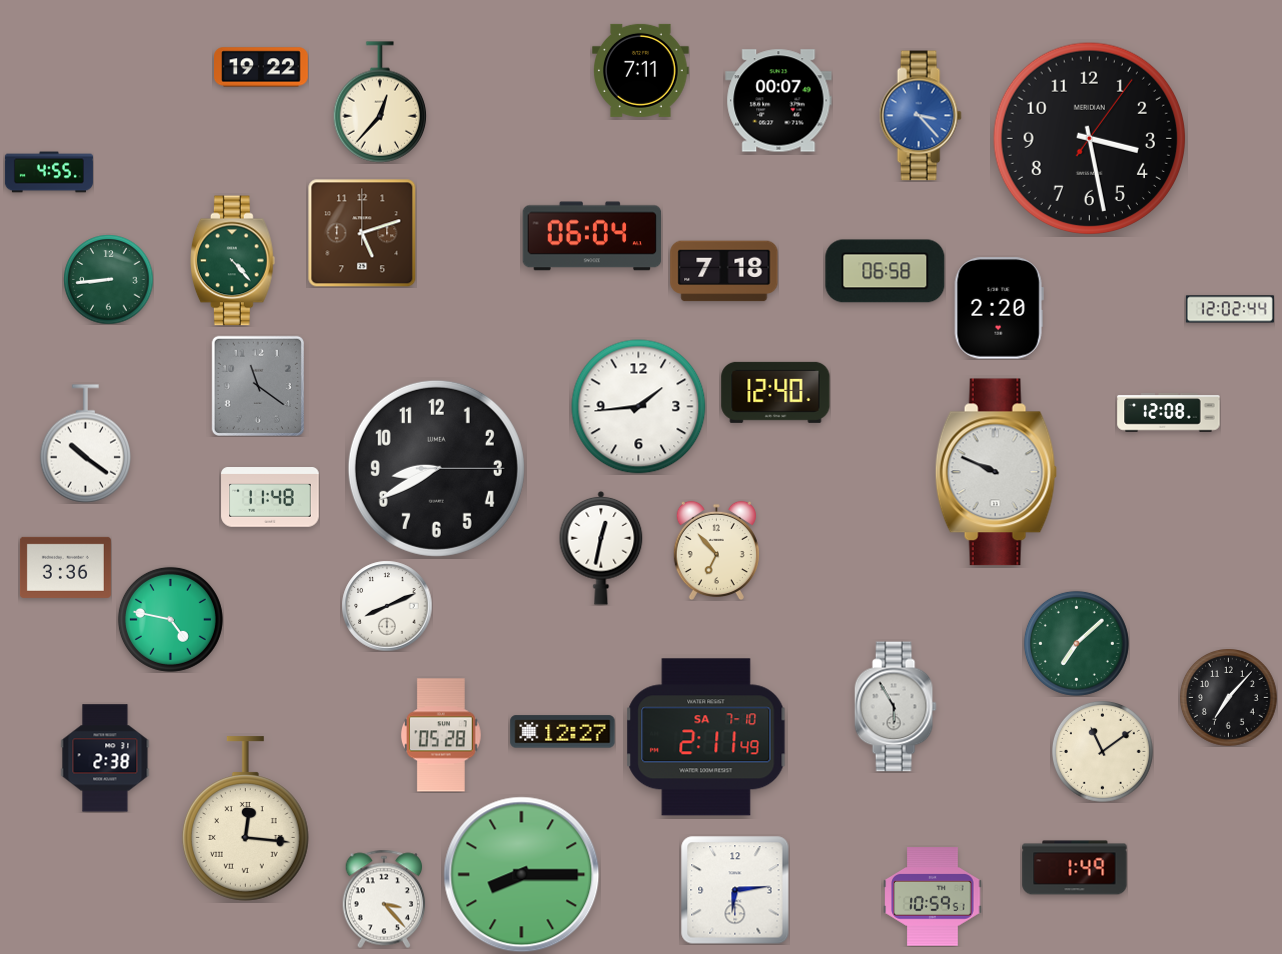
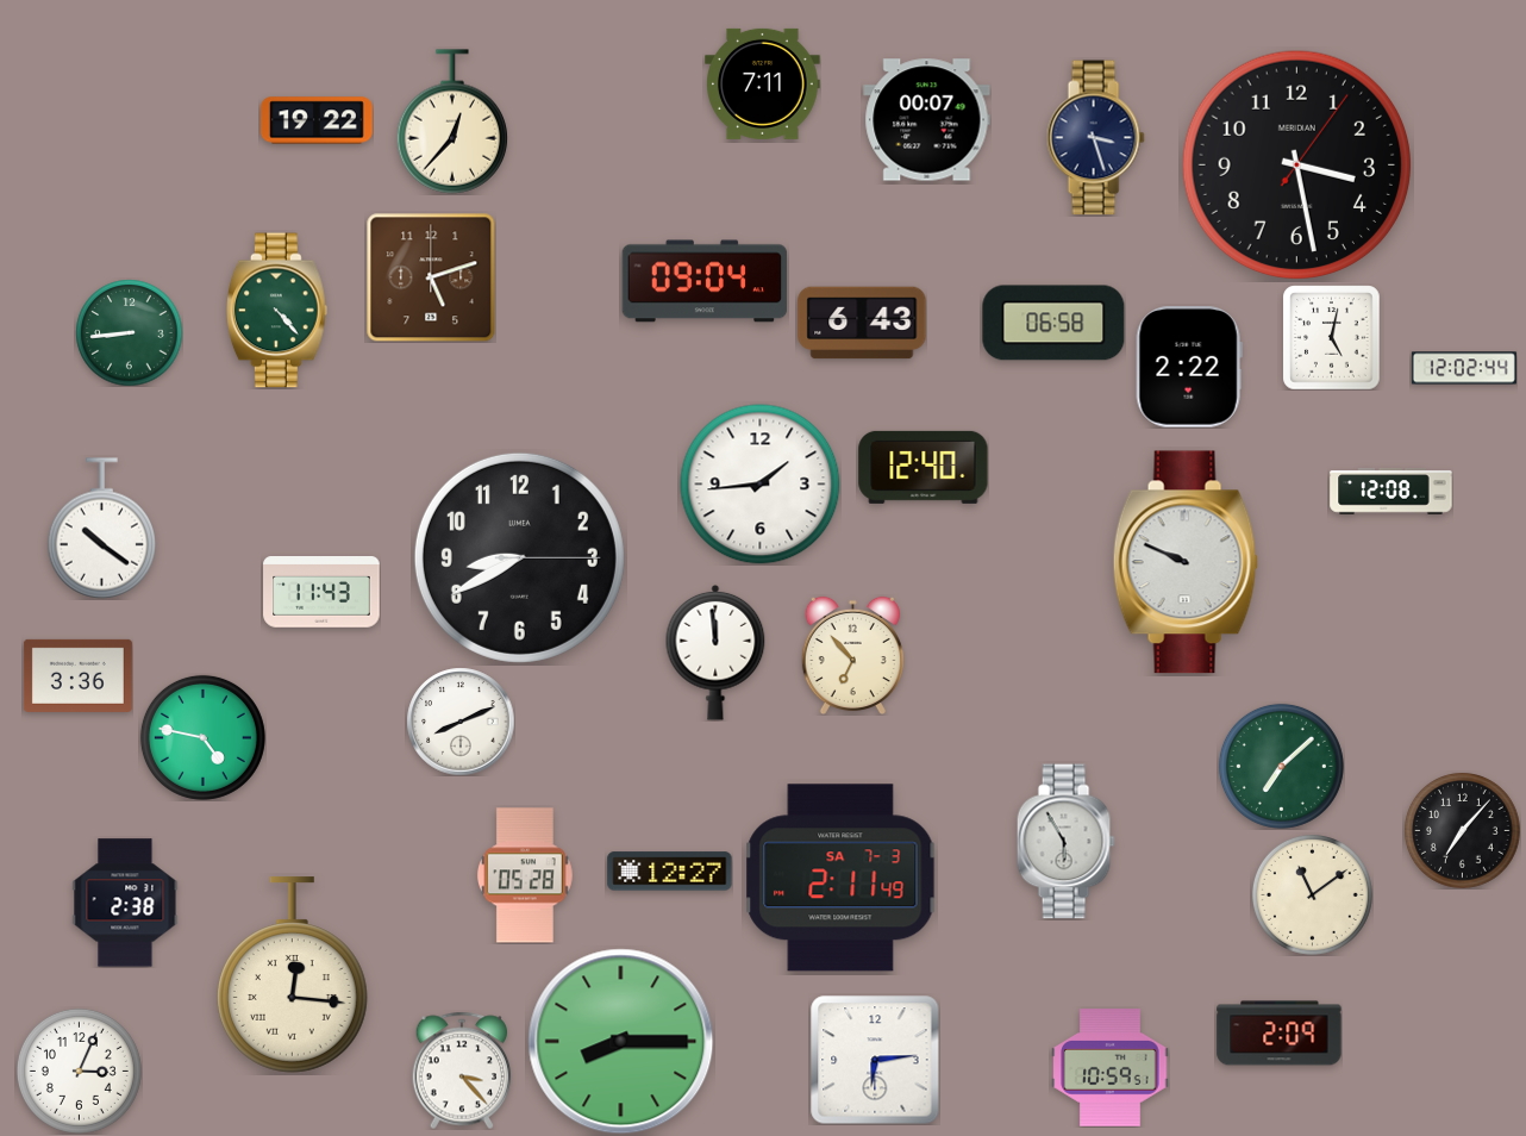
clock at (262, 67) position: (262, 67) -> (318, 120)
clock at (920, 116): 3:23 -> 3:27
clock at (920, 116) dial: blue -> navy
clock at (49, 172): 4:55 -> none
clock at (592, 236): 06:04 -> 09:04
clock at (724, 271): 7:18 -> 6:43
clock at (1332, 337): none -> 5:02
clock at (999, 308): 2:20 -> 2:22
clock at (258, 386): 11:21 -> none
clock at (270, 498): 11:48 -> 11:43
clock at (601, 548): 12:32 -> 11:59
clock at (706, 737) date: SA 7-10 -> SA 7-3
clock at (1075, 868): 1:49 -> 2:09
clock at (79, 1071): none -> 3:04
clock at (384, 899) position: (384, 899) -> (462, 1071)
